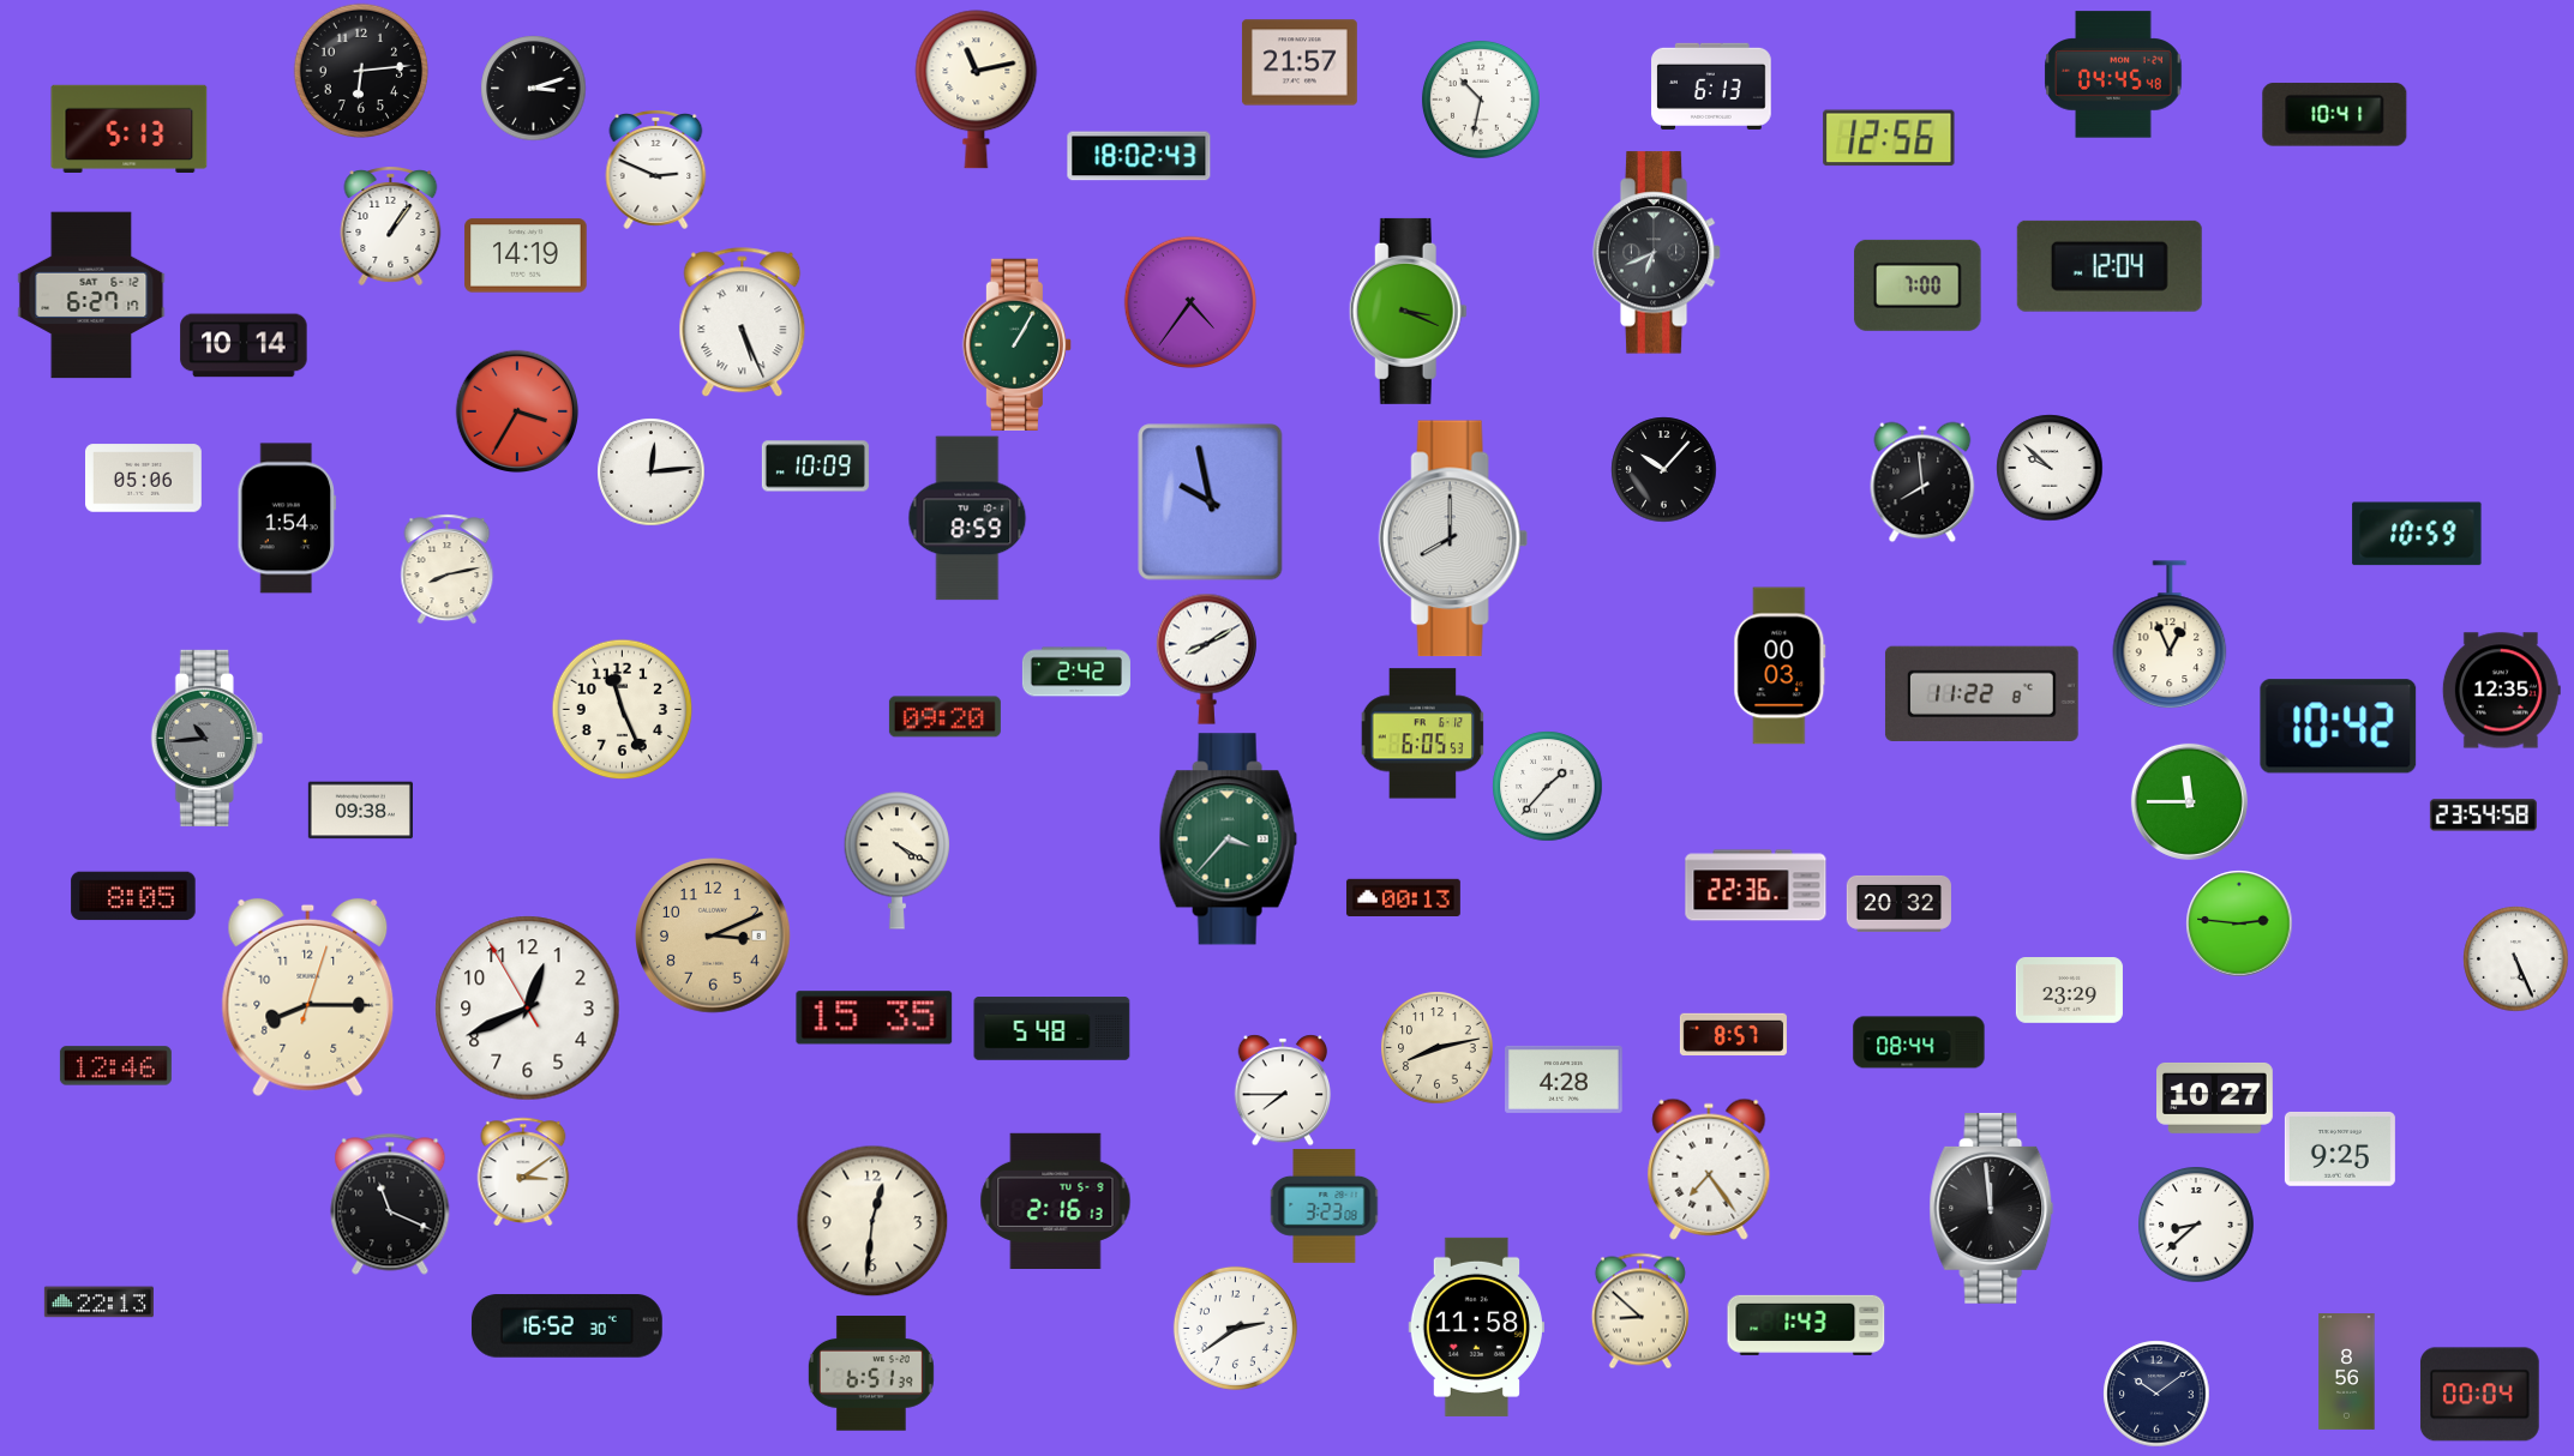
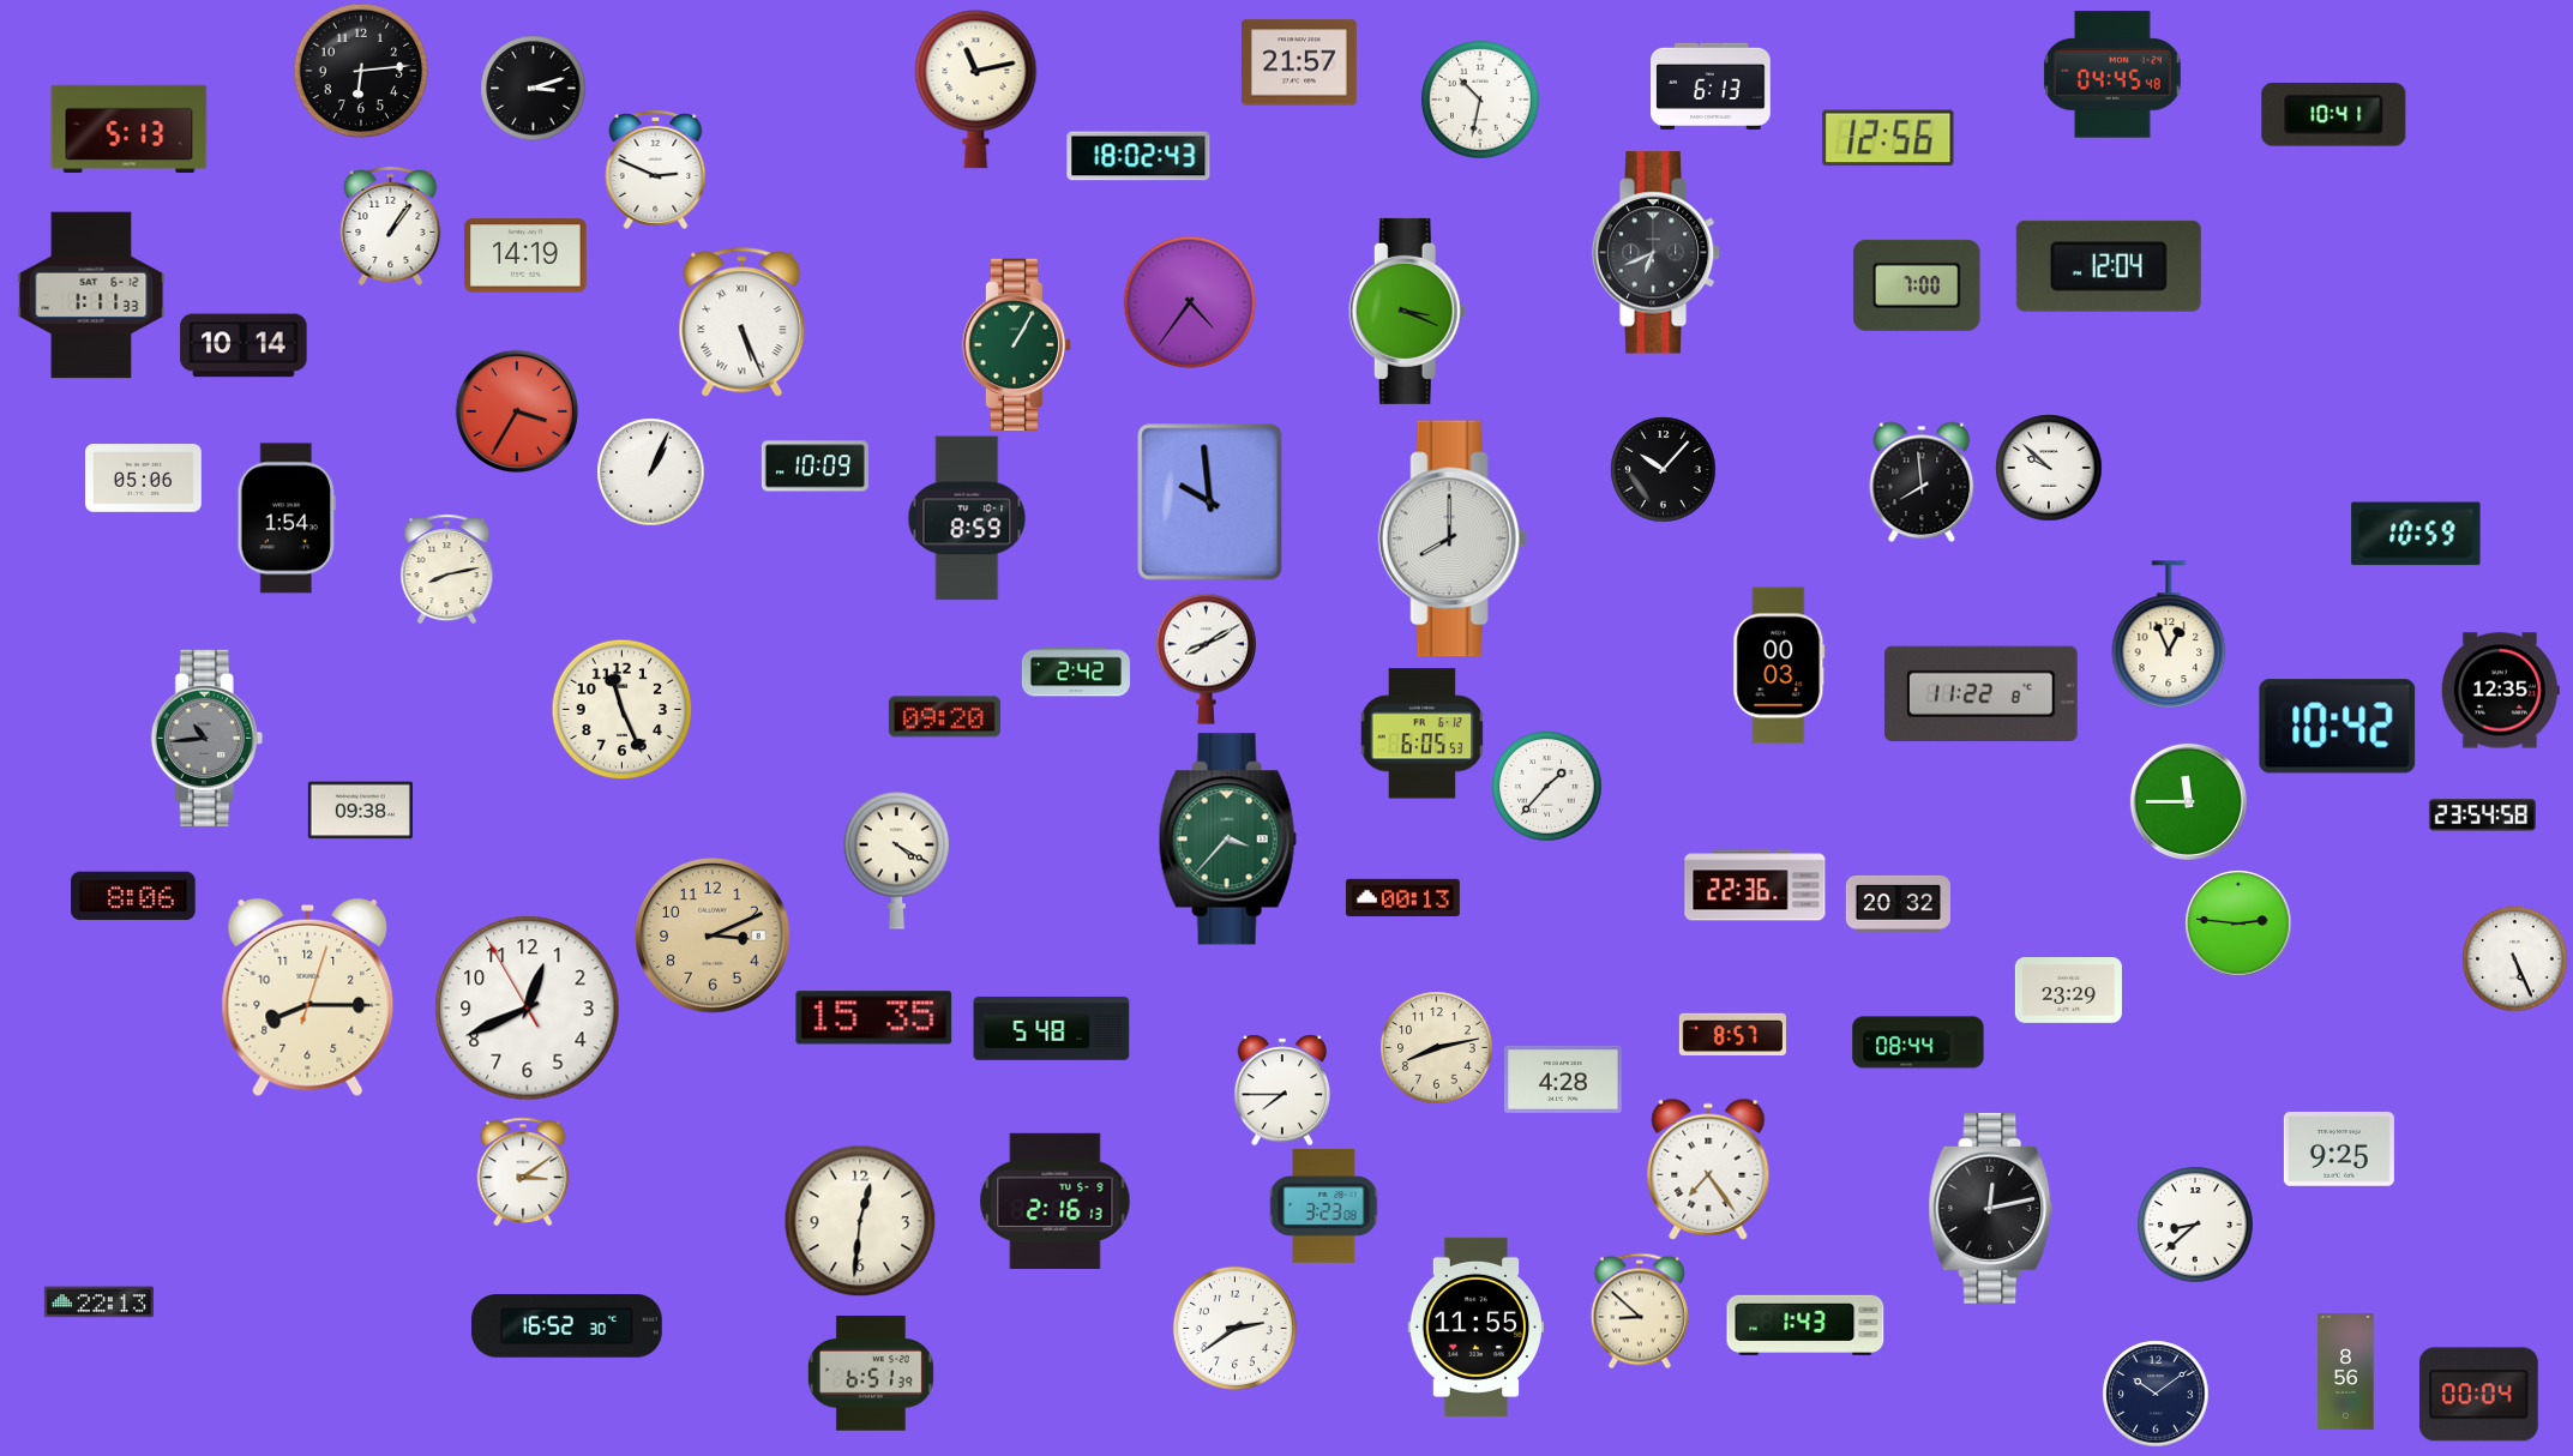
clock at (91, 295): 6:27 -> 1:11
clock at (650, 471): 12:14 -> 1:04
clock at (1211, 503): 9:58 -> 9:59
clock at (133, 896): 8:05 -> 8:06
clock at (115, 1066): 12:46 -> none
clock at (2215, 1097): 10:27 -> none
clock at (390, 1204): 11:19 -> none
clock at (1992, 1208): 11:59 -> 12:13
clock at (872, 1221) position: (872, 1221) -> (860, 1221)
clock at (1476, 1326): 11:58 -> 11:55
